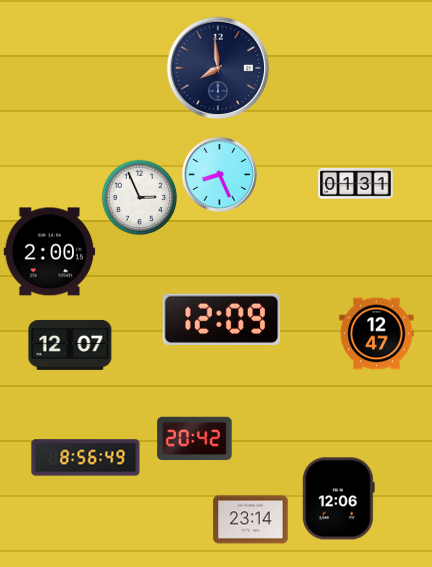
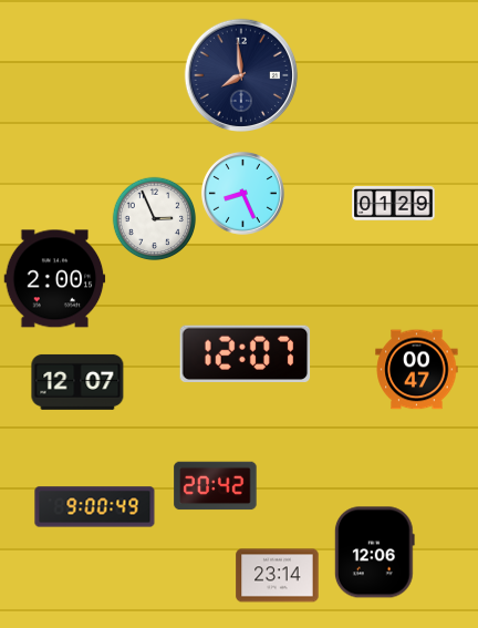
clock at (356, 184): 01:31 -> 01:29
clock at (222, 320): 12:09 -> 12:07
clock at (377, 334): 12:47 -> 00:47
clock at (86, 458): 8:56 -> 9:00
